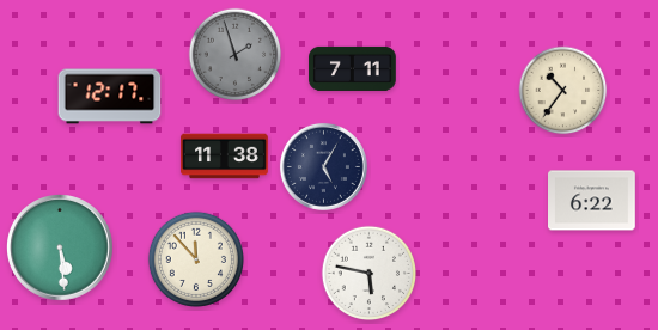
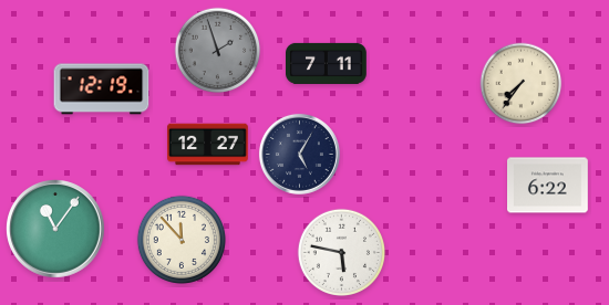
clock at (563, 91): 10:36 -> 7:36
clock at (110, 97): 12:17 -> 12:19
clock at (225, 157): 11:38 -> 12:27
clock at (61, 249): 5:29 -> 11:06
